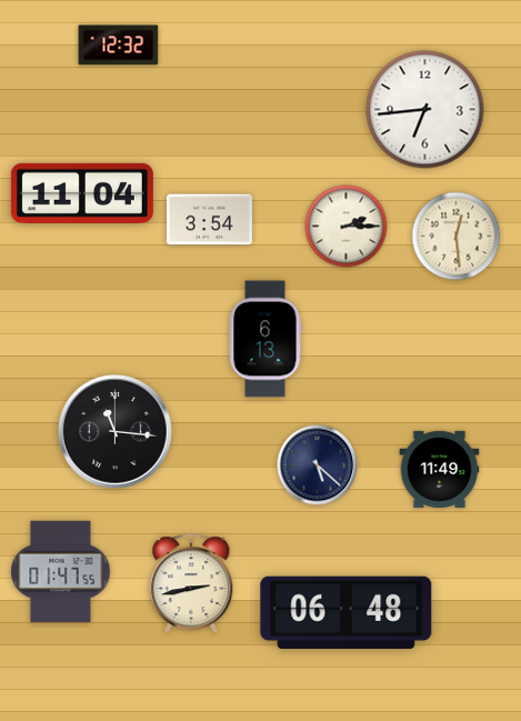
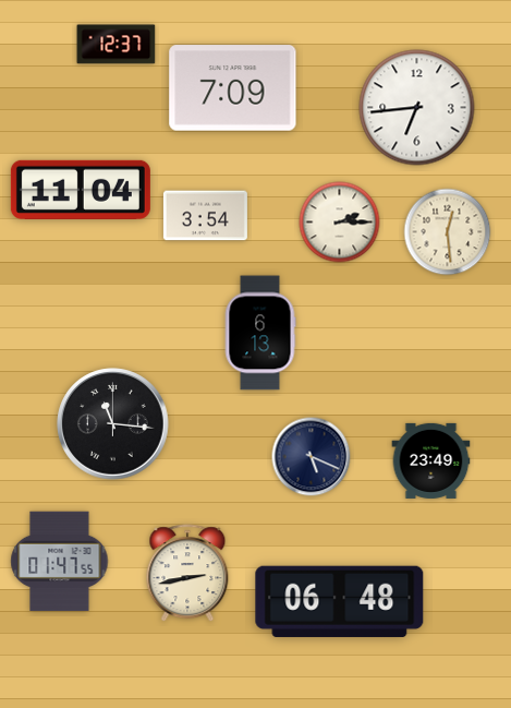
clock at (119, 46): 12:32 -> 12:37
clock at (233, 88): none -> 7:09
clock at (318, 465): 5:22 -> 5:19
clock at (440, 469): 11:49 -> 23:49
